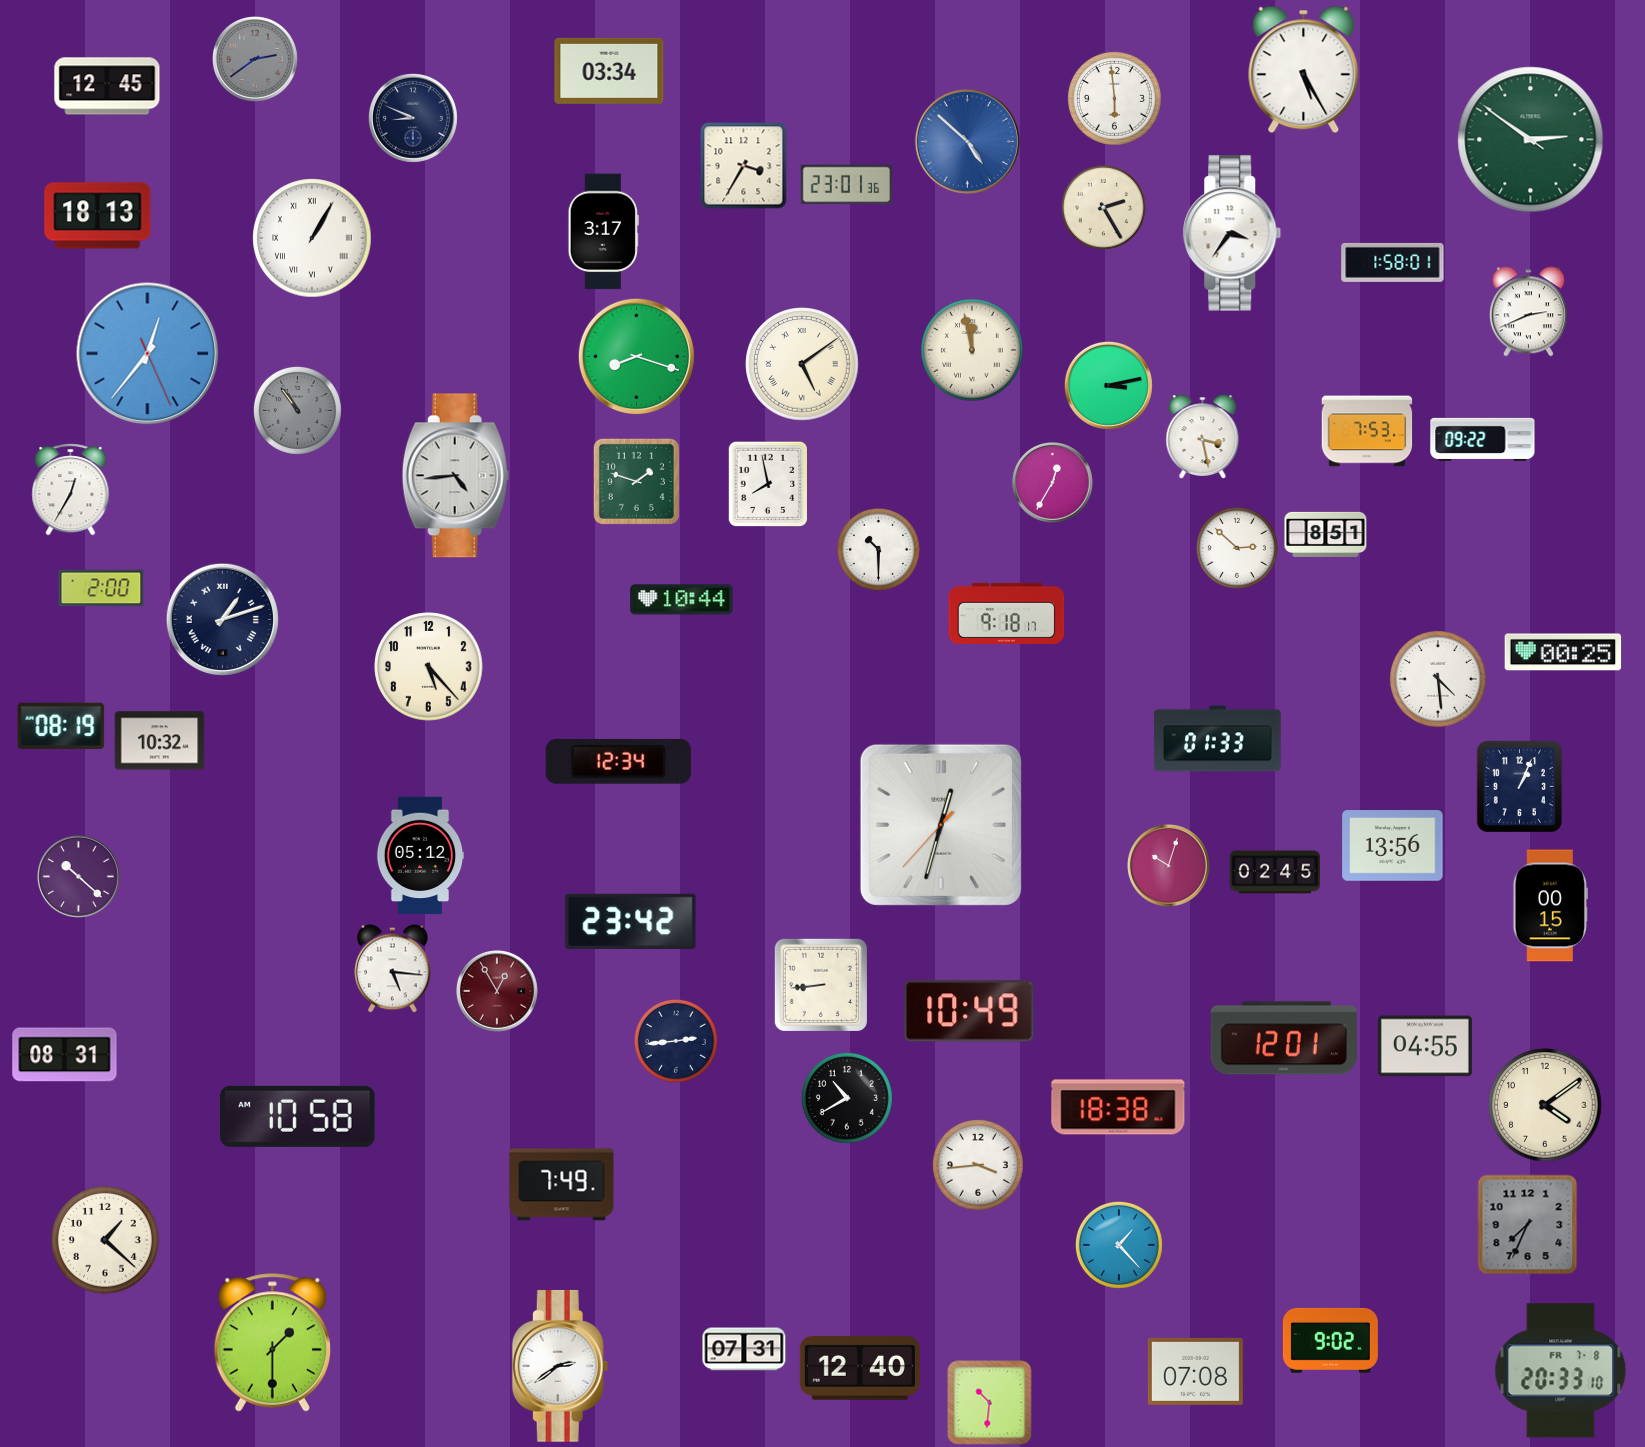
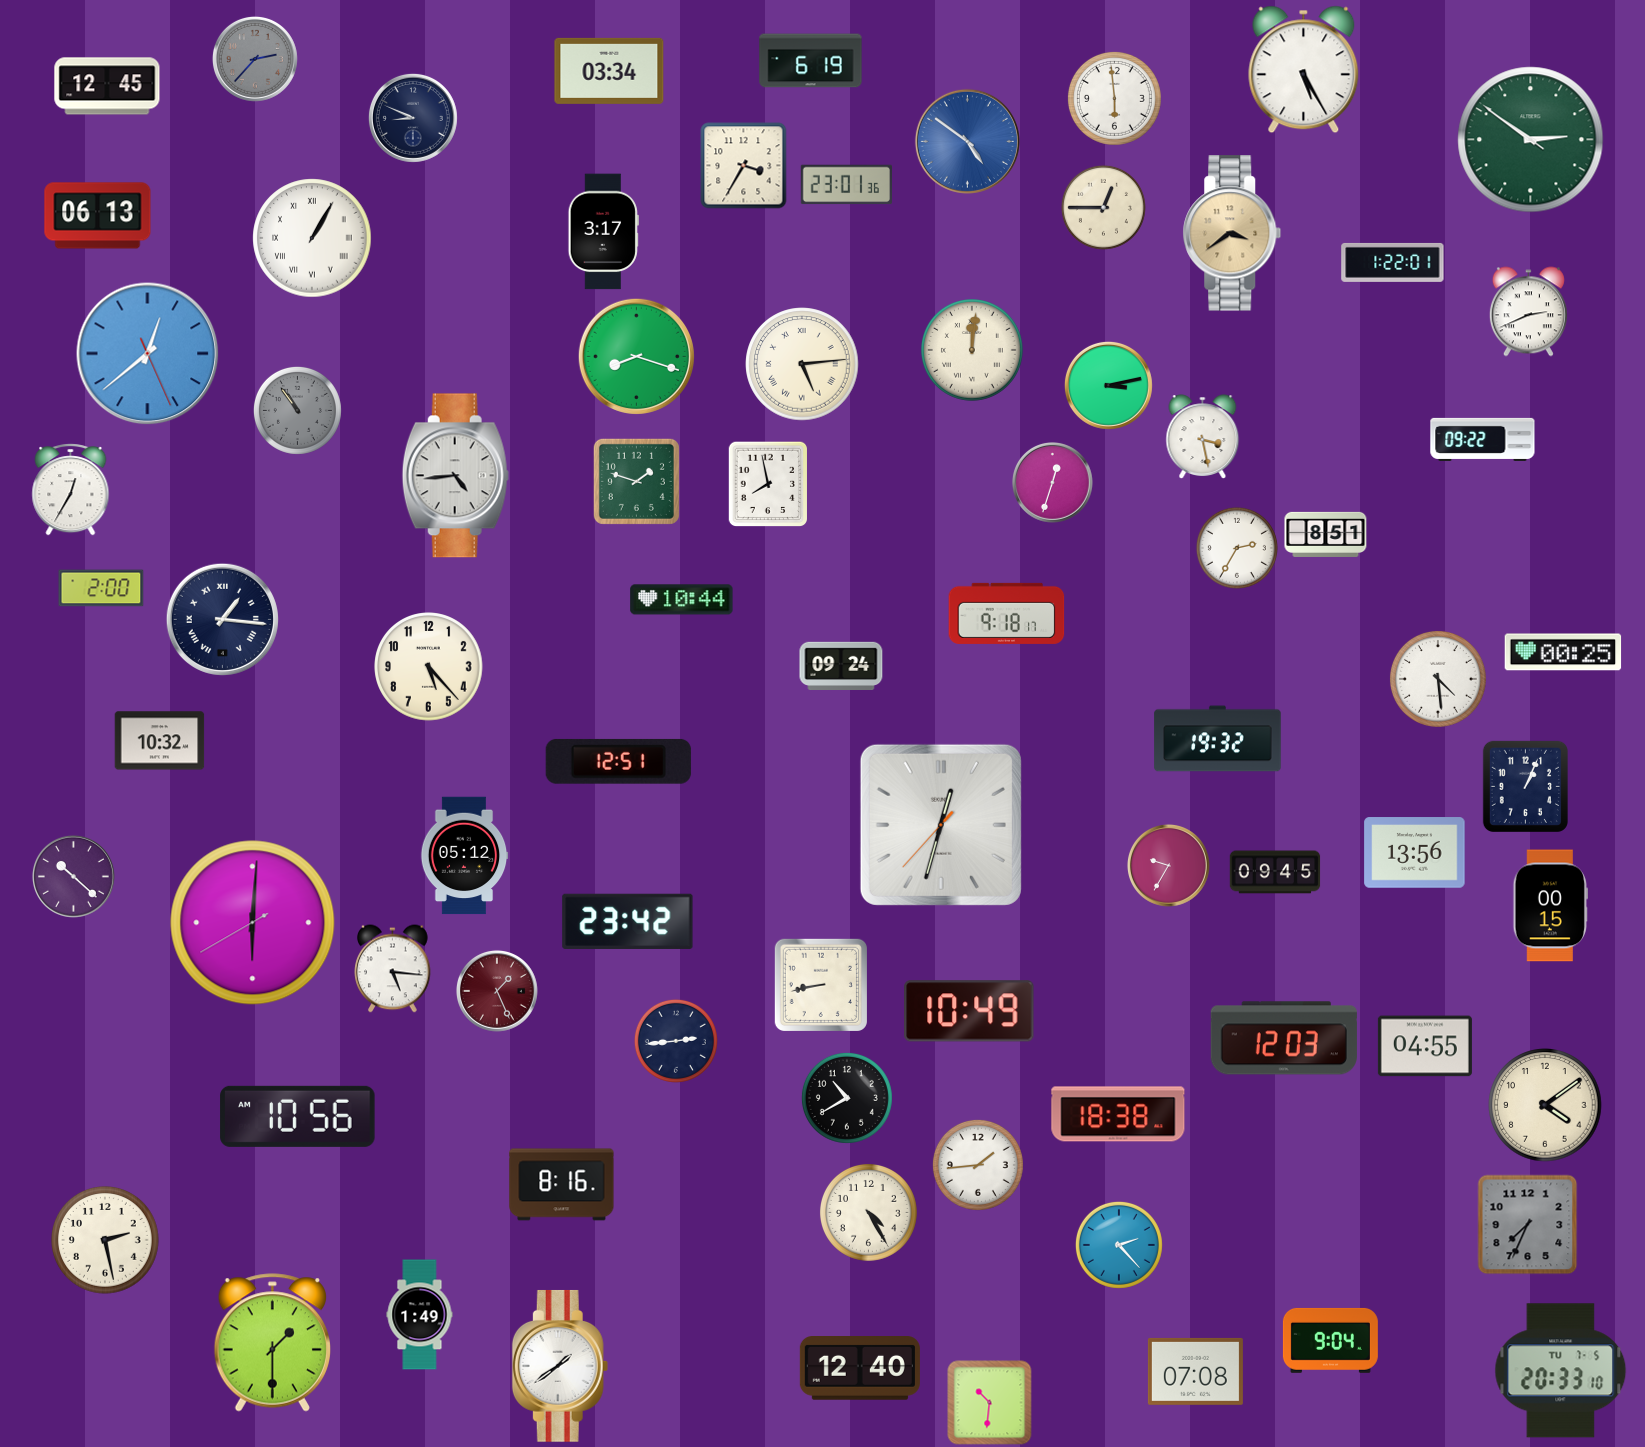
clock at (255, 59): 2:39 -> 2:37
clock at (811, 61): none -> 6:19
clock at (967, 141): 4:52 -> 4:51
clock at (1103, 207): 2:25 -> 12:45
clock at (98, 216): 18:13 -> 06:13
clock at (1232, 233): 3:36 -> 3:39
clock at (1232, 233) dial: white -> champagne
clock at (1393, 262): 1:58 -> 1:22
clock at (973, 351): 11:58 -> 12:01
clock at (148, 354): 12:36 -> 12:38
clock at (802, 364): 5:09 -> 5:14
clock at (1367, 431): 7:53 -> none
clock at (1053, 483): 12:35 -> 12:33
clock at (1237, 548): 2:52 -> 2:35
clock at (878, 549): 10:30 -> none
clock at (222, 619): 1:12 -> 1:16
clock at (841, 665): none -> 09:24
clock at (61, 726): 08:19 -> none
clock at (1218, 739): 01:33 -> 19:32
clock at (618, 761): 12:34 -> 12:51
clock at (1519, 786) position: (1519, 786) -> (1525, 786)
clock at (1393, 846) position: (1393, 846) -> (1415, 853)
clock at (420, 856) position: (420, 856) -> (464, 856)
clock at (1168, 865): 10:03 -> 9:35
clock at (1275, 872): 02:45 -> 09:45
clock at (78, 876) position: (78, 876) -> (73, 876)
clock at (631, 921) position: (631, 921) -> (628, 921)
clock at (253, 923): none -> 6:00
clock at (821, 985): 8:44 -> 8:43
clock at (497, 991): 12:55 -> 1:26
clock at (1284, 1038): 12:01 -> 12:03
clock at (65, 1055): 08:31 -> none
clock at (1118, 1107) position: (1118, 1107) -> (1118, 1114)
clock at (298, 1116): 10:58 -> 10:56
clock at (978, 1165): 3:44 -> 1:44
clock at (562, 1185): 7:49 -> 8:16
clock at (868, 1212): none -> 4:25
clock at (105, 1240): 1:22 -> 2:28
clock at (1119, 1245): 1:23 -> 2:23
clock at (420, 1315): none -> 1:49
clock at (1330, 1340): 9:02 -> 9:04
clock at (744, 1349): 07:31 -> none
clock at (560, 1366): 2:39 -> 1:39
clock at (1561, 1371) date: FR 7-8 -> TU 7-5
